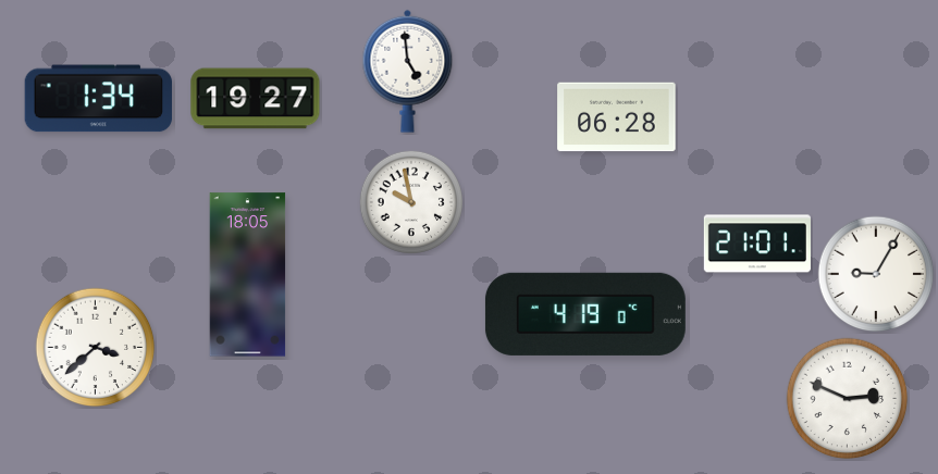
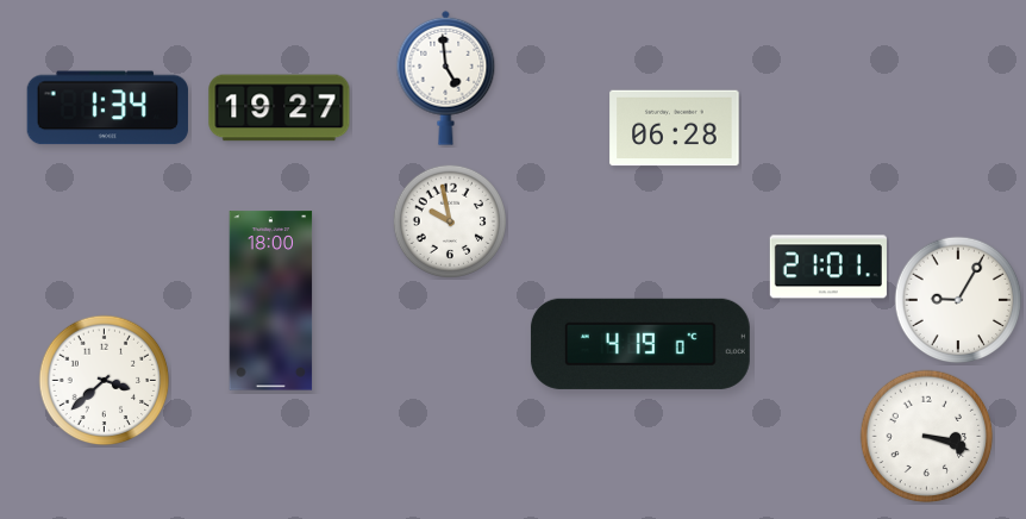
clock at (248, 275): 18:05 -> 18:00
clock at (848, 399): 2:49 -> 3:18
